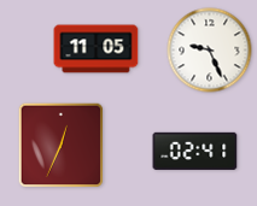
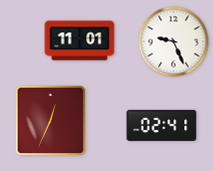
clock at (97, 49): 11:05 -> 11:01
